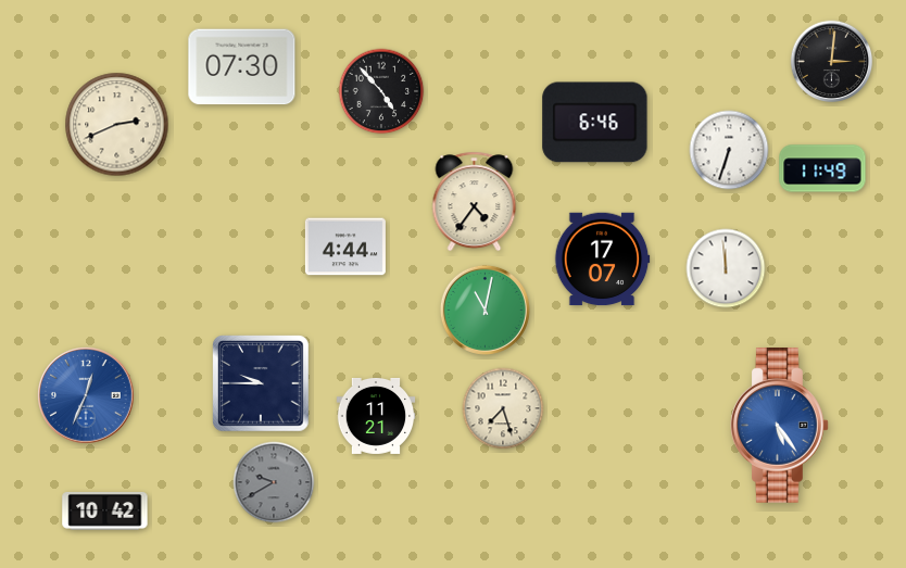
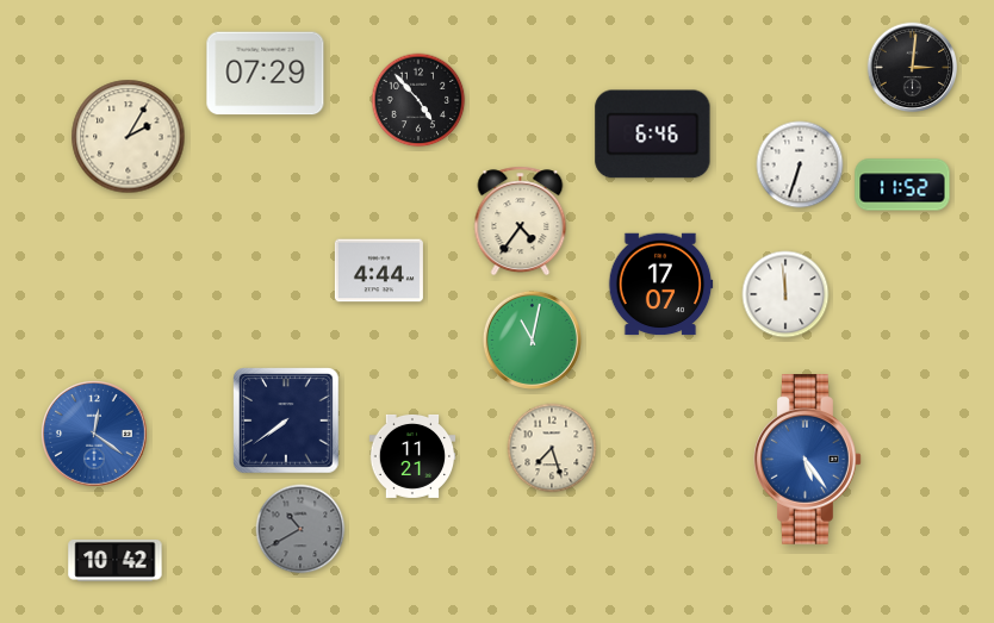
clock at (242, 67): 07:30 -> 07:29
clock at (117, 125): 2:41 -> 2:05
clock at (822, 168): 11:49 -> 11:52
clock at (726, 268) position: (726, 268) -> (785, 294)
clock at (261, 383): 9:45 -> 7:39
clock at (87, 396): 12:34 -> 12:21
clock at (780, 426) position: (780, 426) -> (808, 460)
clock at (274, 482): 9:40 -> 10:40
